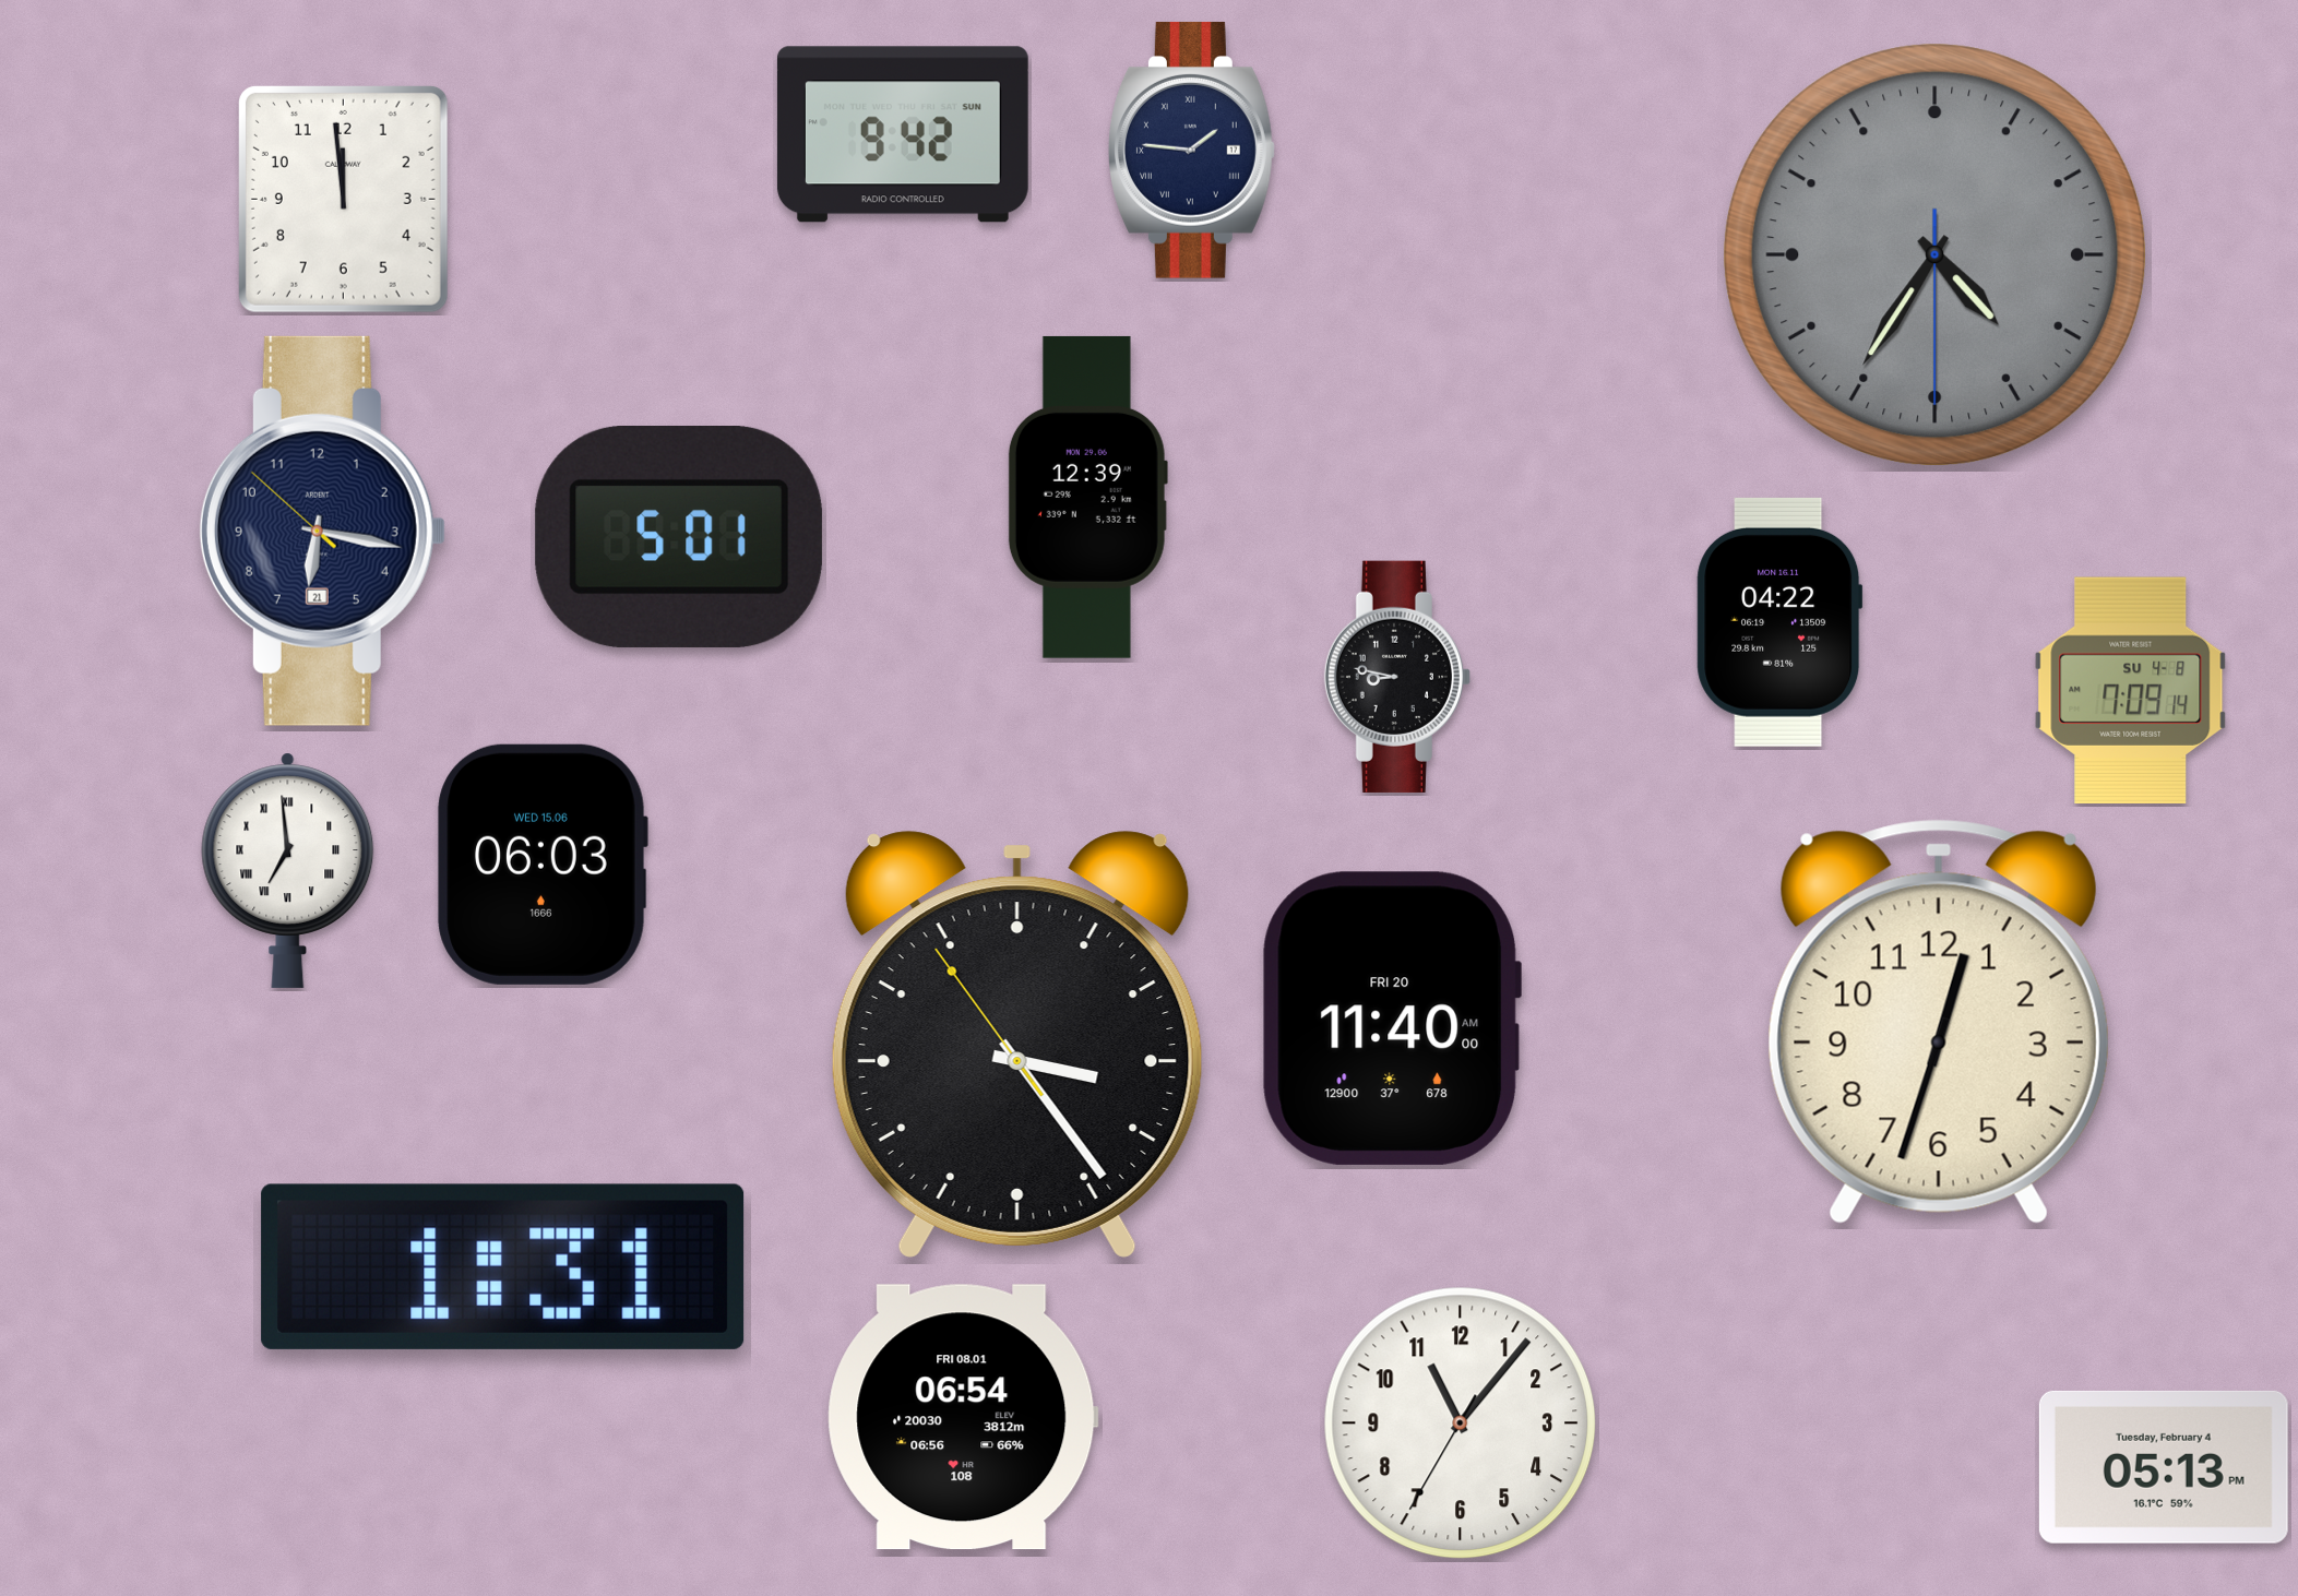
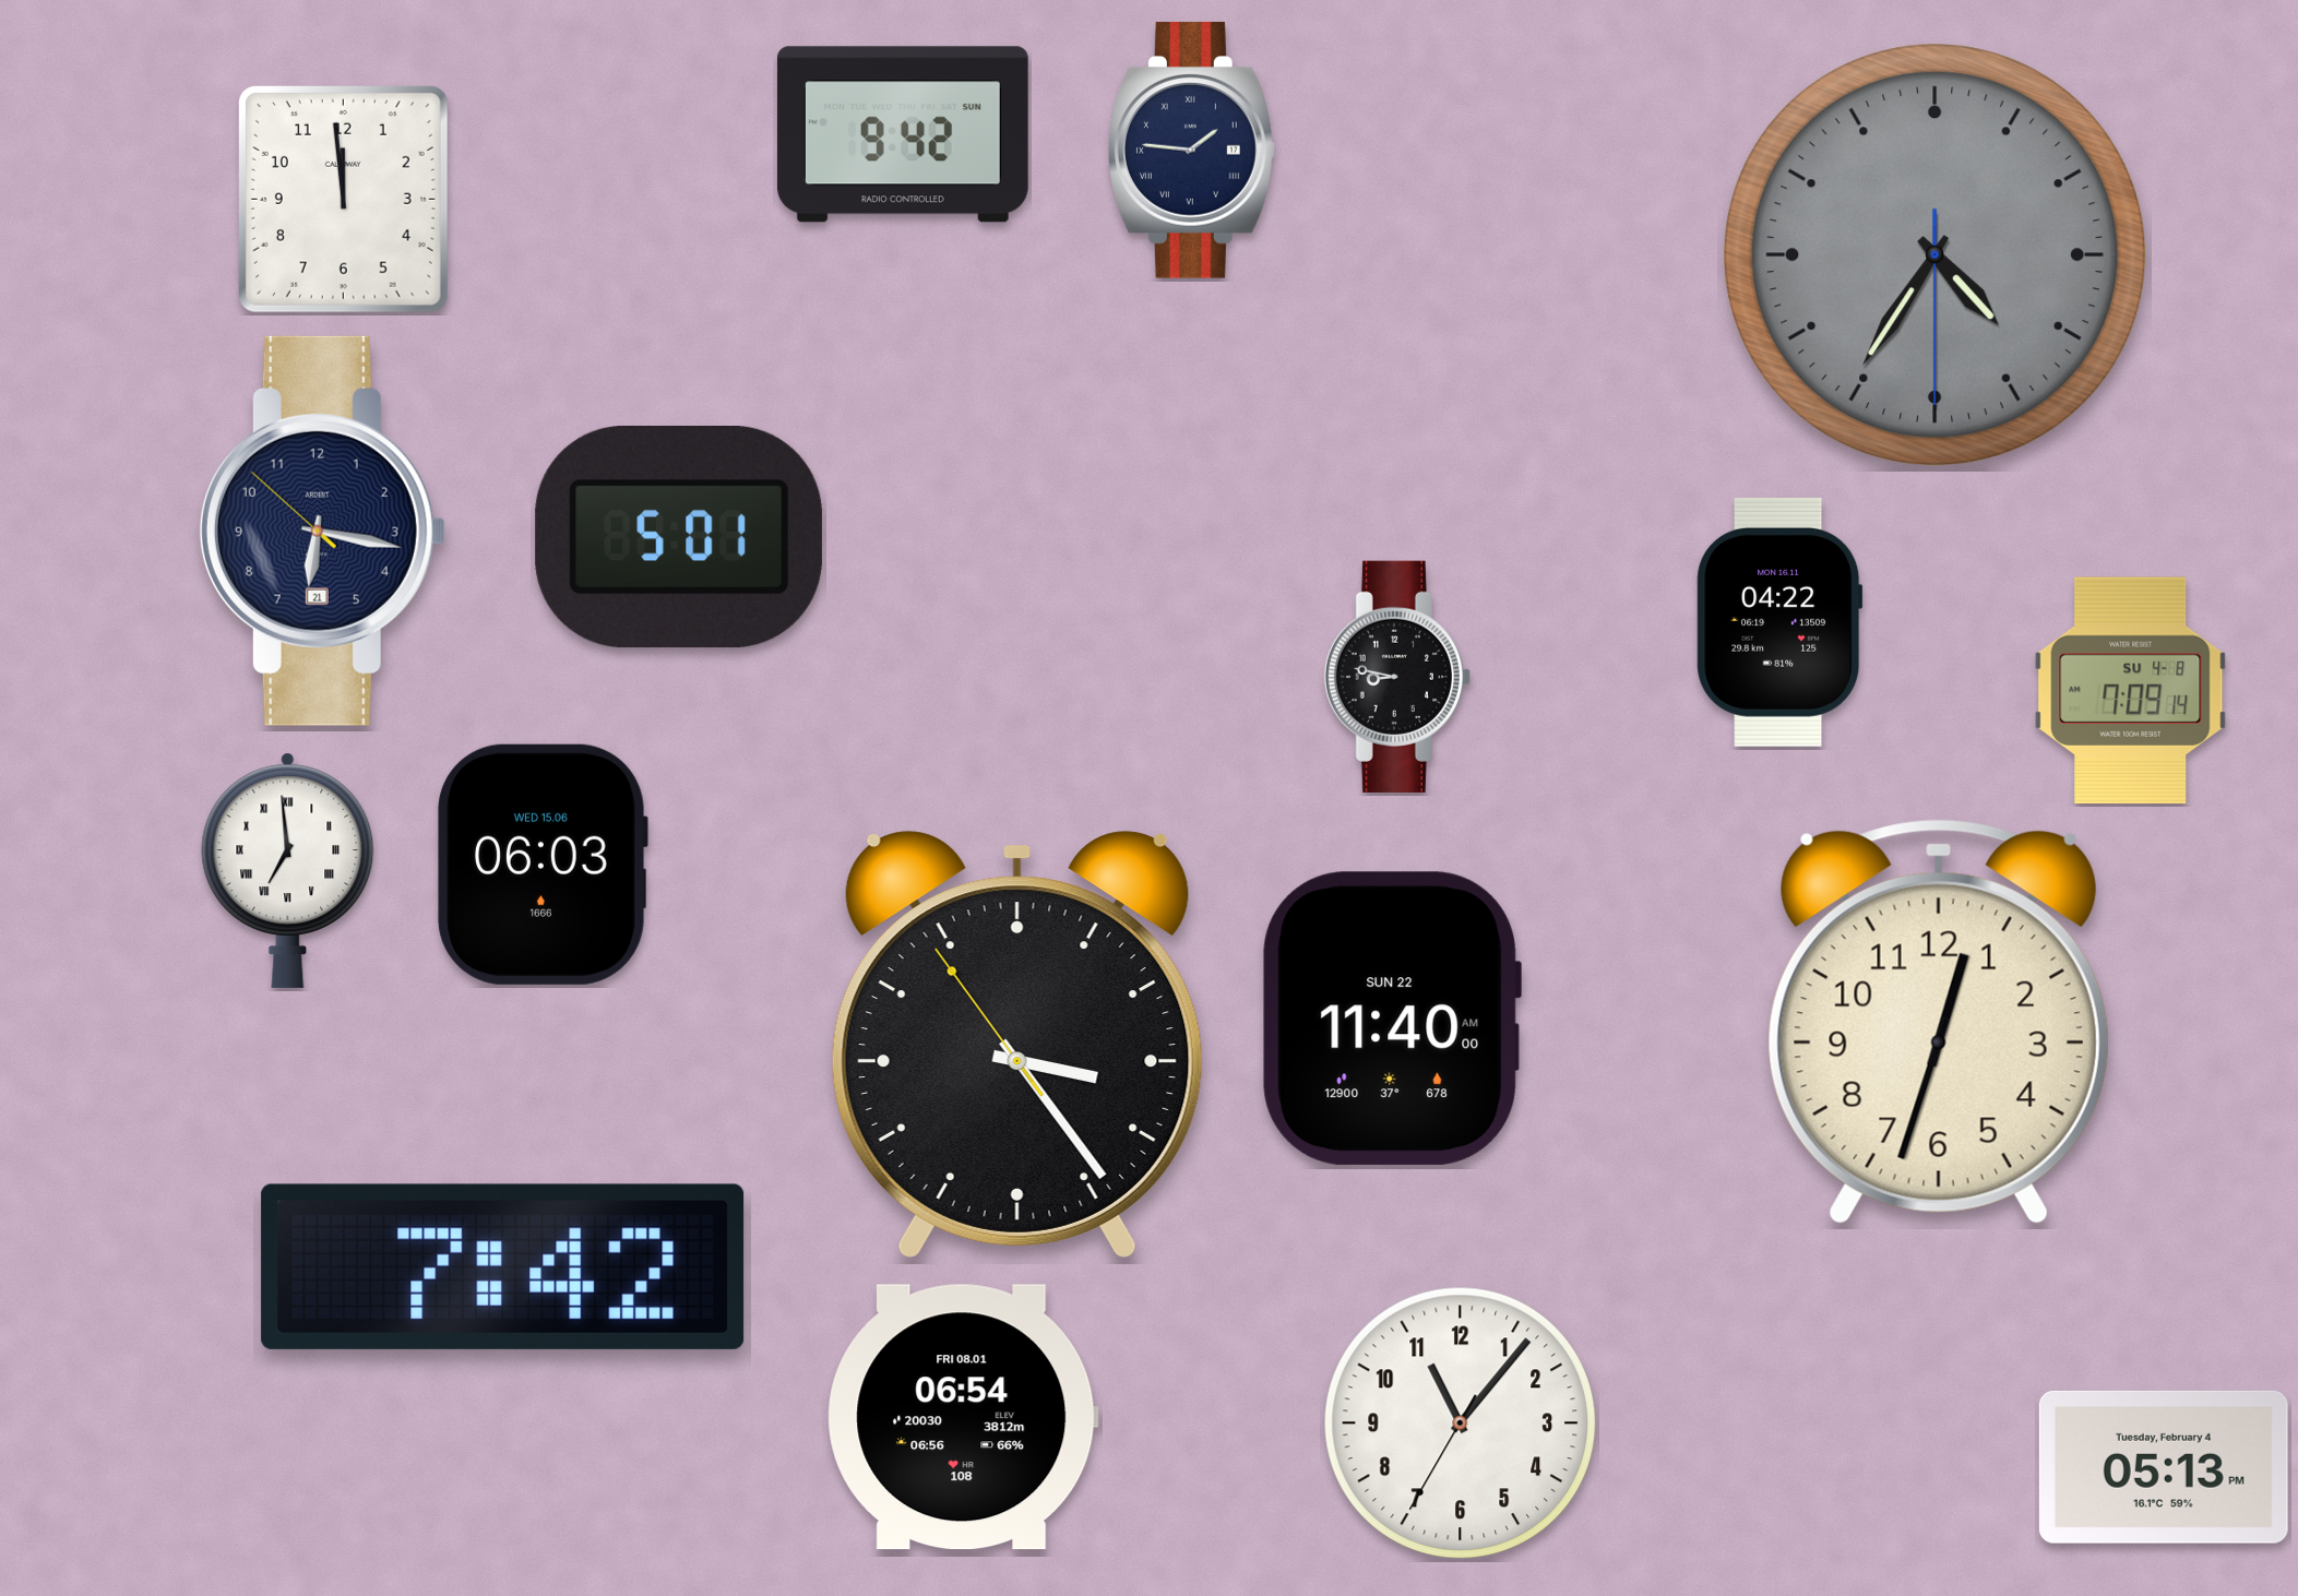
clock at (1087, 497): 12:39 -> none
clock at (1391, 1019) date: FRI 20 -> SUN 22
clock at (503, 1266): 1:31 -> 7:42
